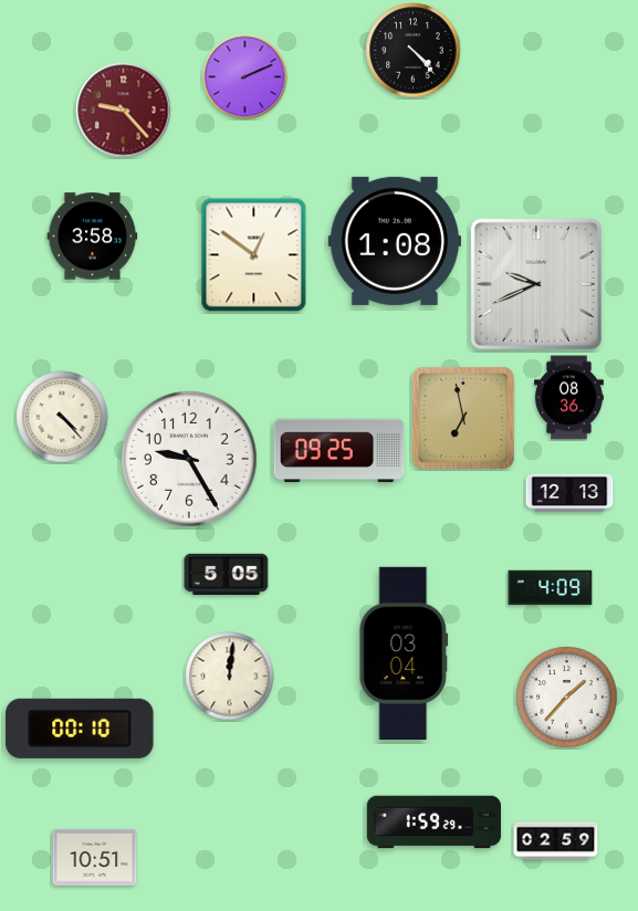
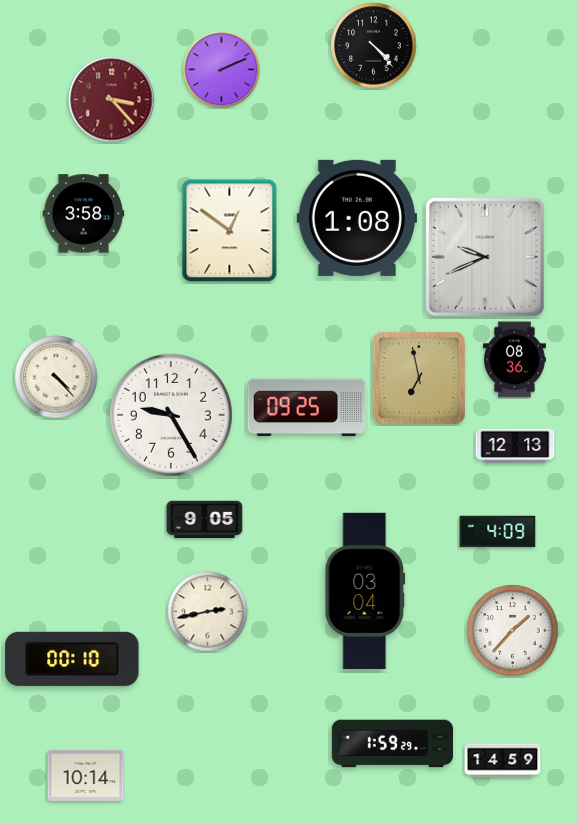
clock at (124, 111): 9:23 -> 3:23
clock at (227, 575): 5:05 -> 9:05
clock at (230, 677): 12:01 -> 2:43
clock at (556, 841): 02:59 -> 14:59
clock at (95, 857): 10:51 -> 10:14
